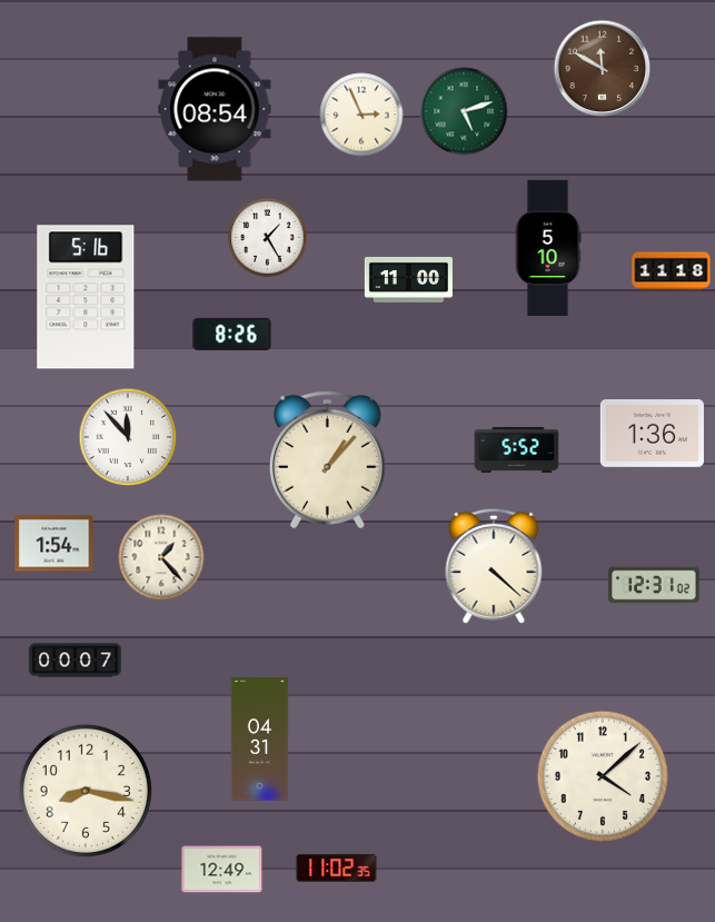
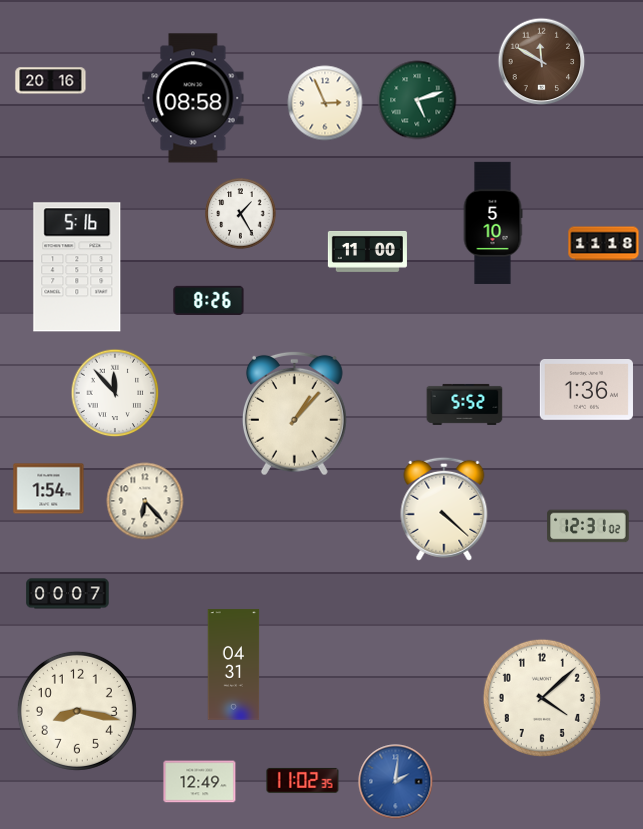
clock at (51, 81): none -> 20:16
clock at (215, 109): 08:54 -> 08:58
clock at (161, 557): 1:23 -> 6:23
clock at (396, 782): none -> 2:01
